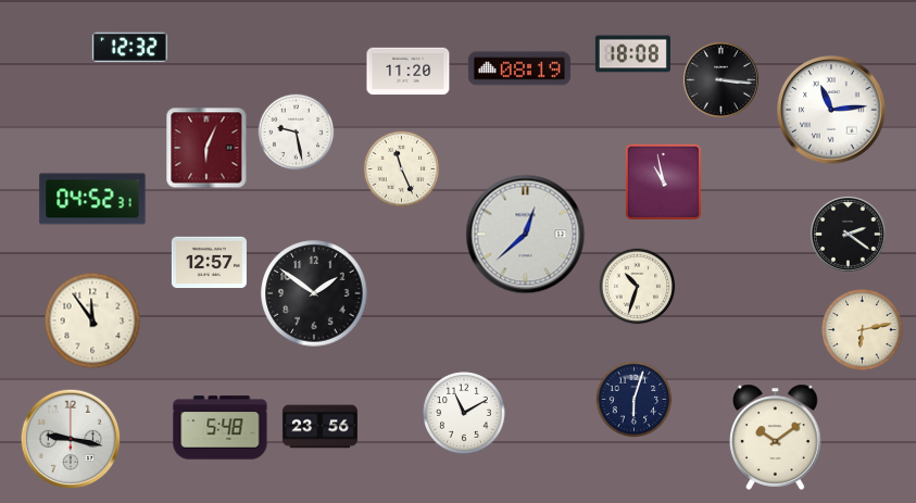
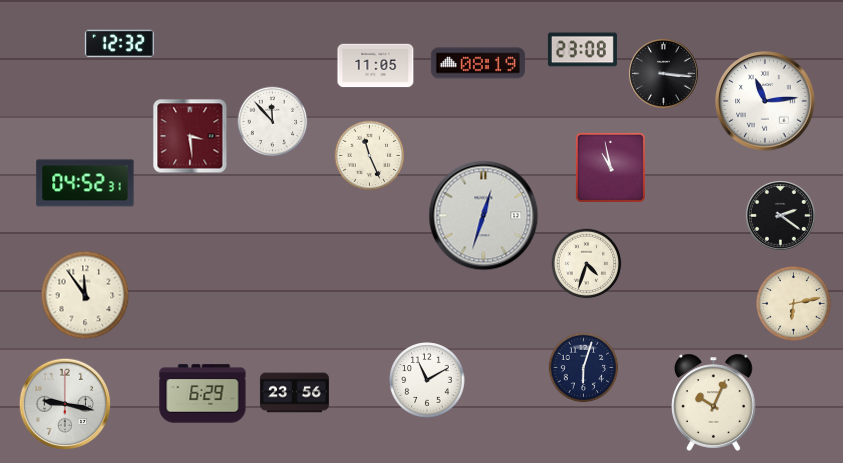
clock at (632, 54): 18:08 -> 23:08
clock at (409, 72): 11:20 -> 11:05
clock at (297, 133): 9:28 -> 11:53
clock at (206, 148): 6:04 -> 3:29
clock at (526, 235): 12:38 -> 12:33
clock at (209, 263): 12:57 -> none
clock at (638, 287): 10:33 -> 4:33
clock at (314, 293): 1:51 -> none
clock at (221, 428): 5:48 -> 6:29
clock at (776, 437): 10:09 -> 10:04
